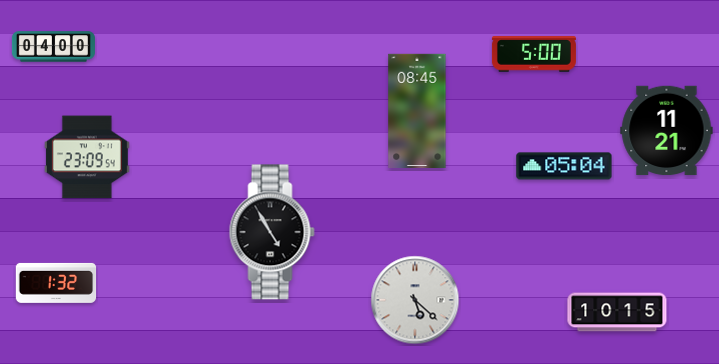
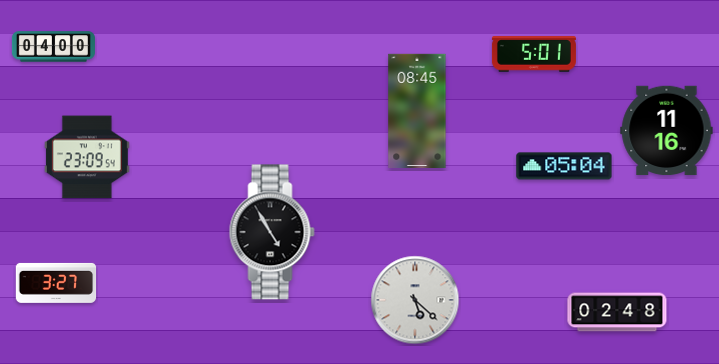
clock at (534, 54): 5:00 -> 5:01
clock at (667, 131): 11:21 -> 11:16
clock at (56, 283): 1:32 -> 3:27
clock at (617, 312): 10:15 -> 02:48
